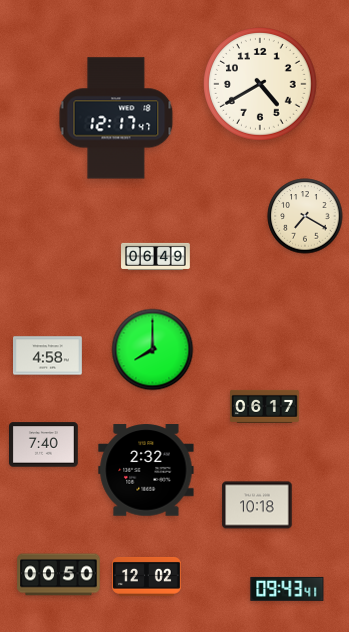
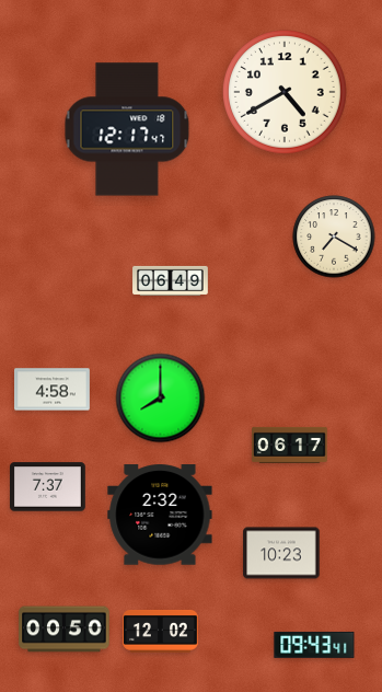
clock at (153, 350) position: (153, 350) -> (161, 399)
clock at (44, 445): 7:40 -> 7:37
clock at (257, 505): 10:18 -> 10:23
